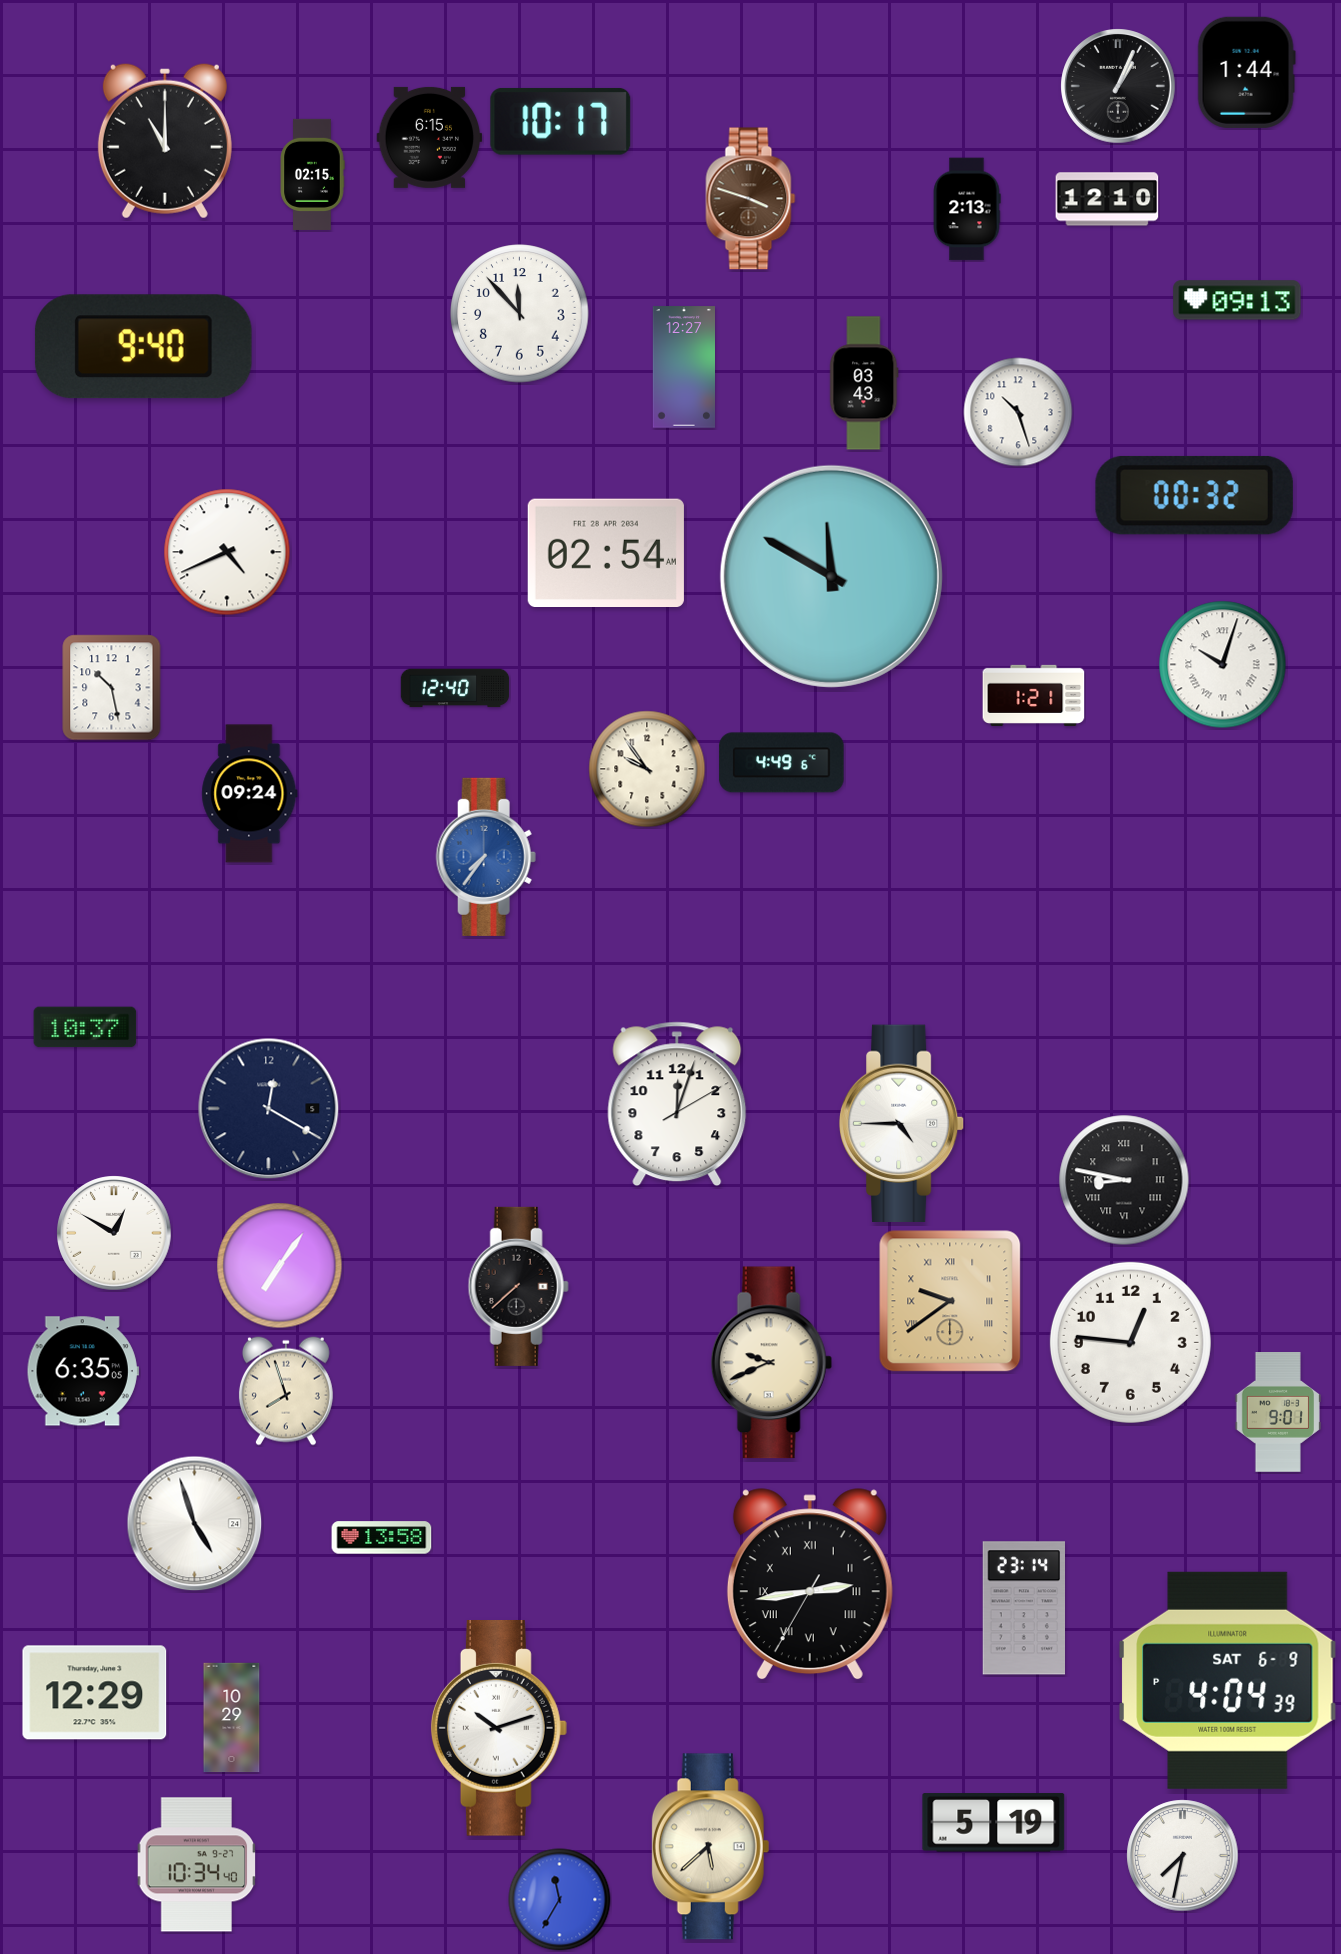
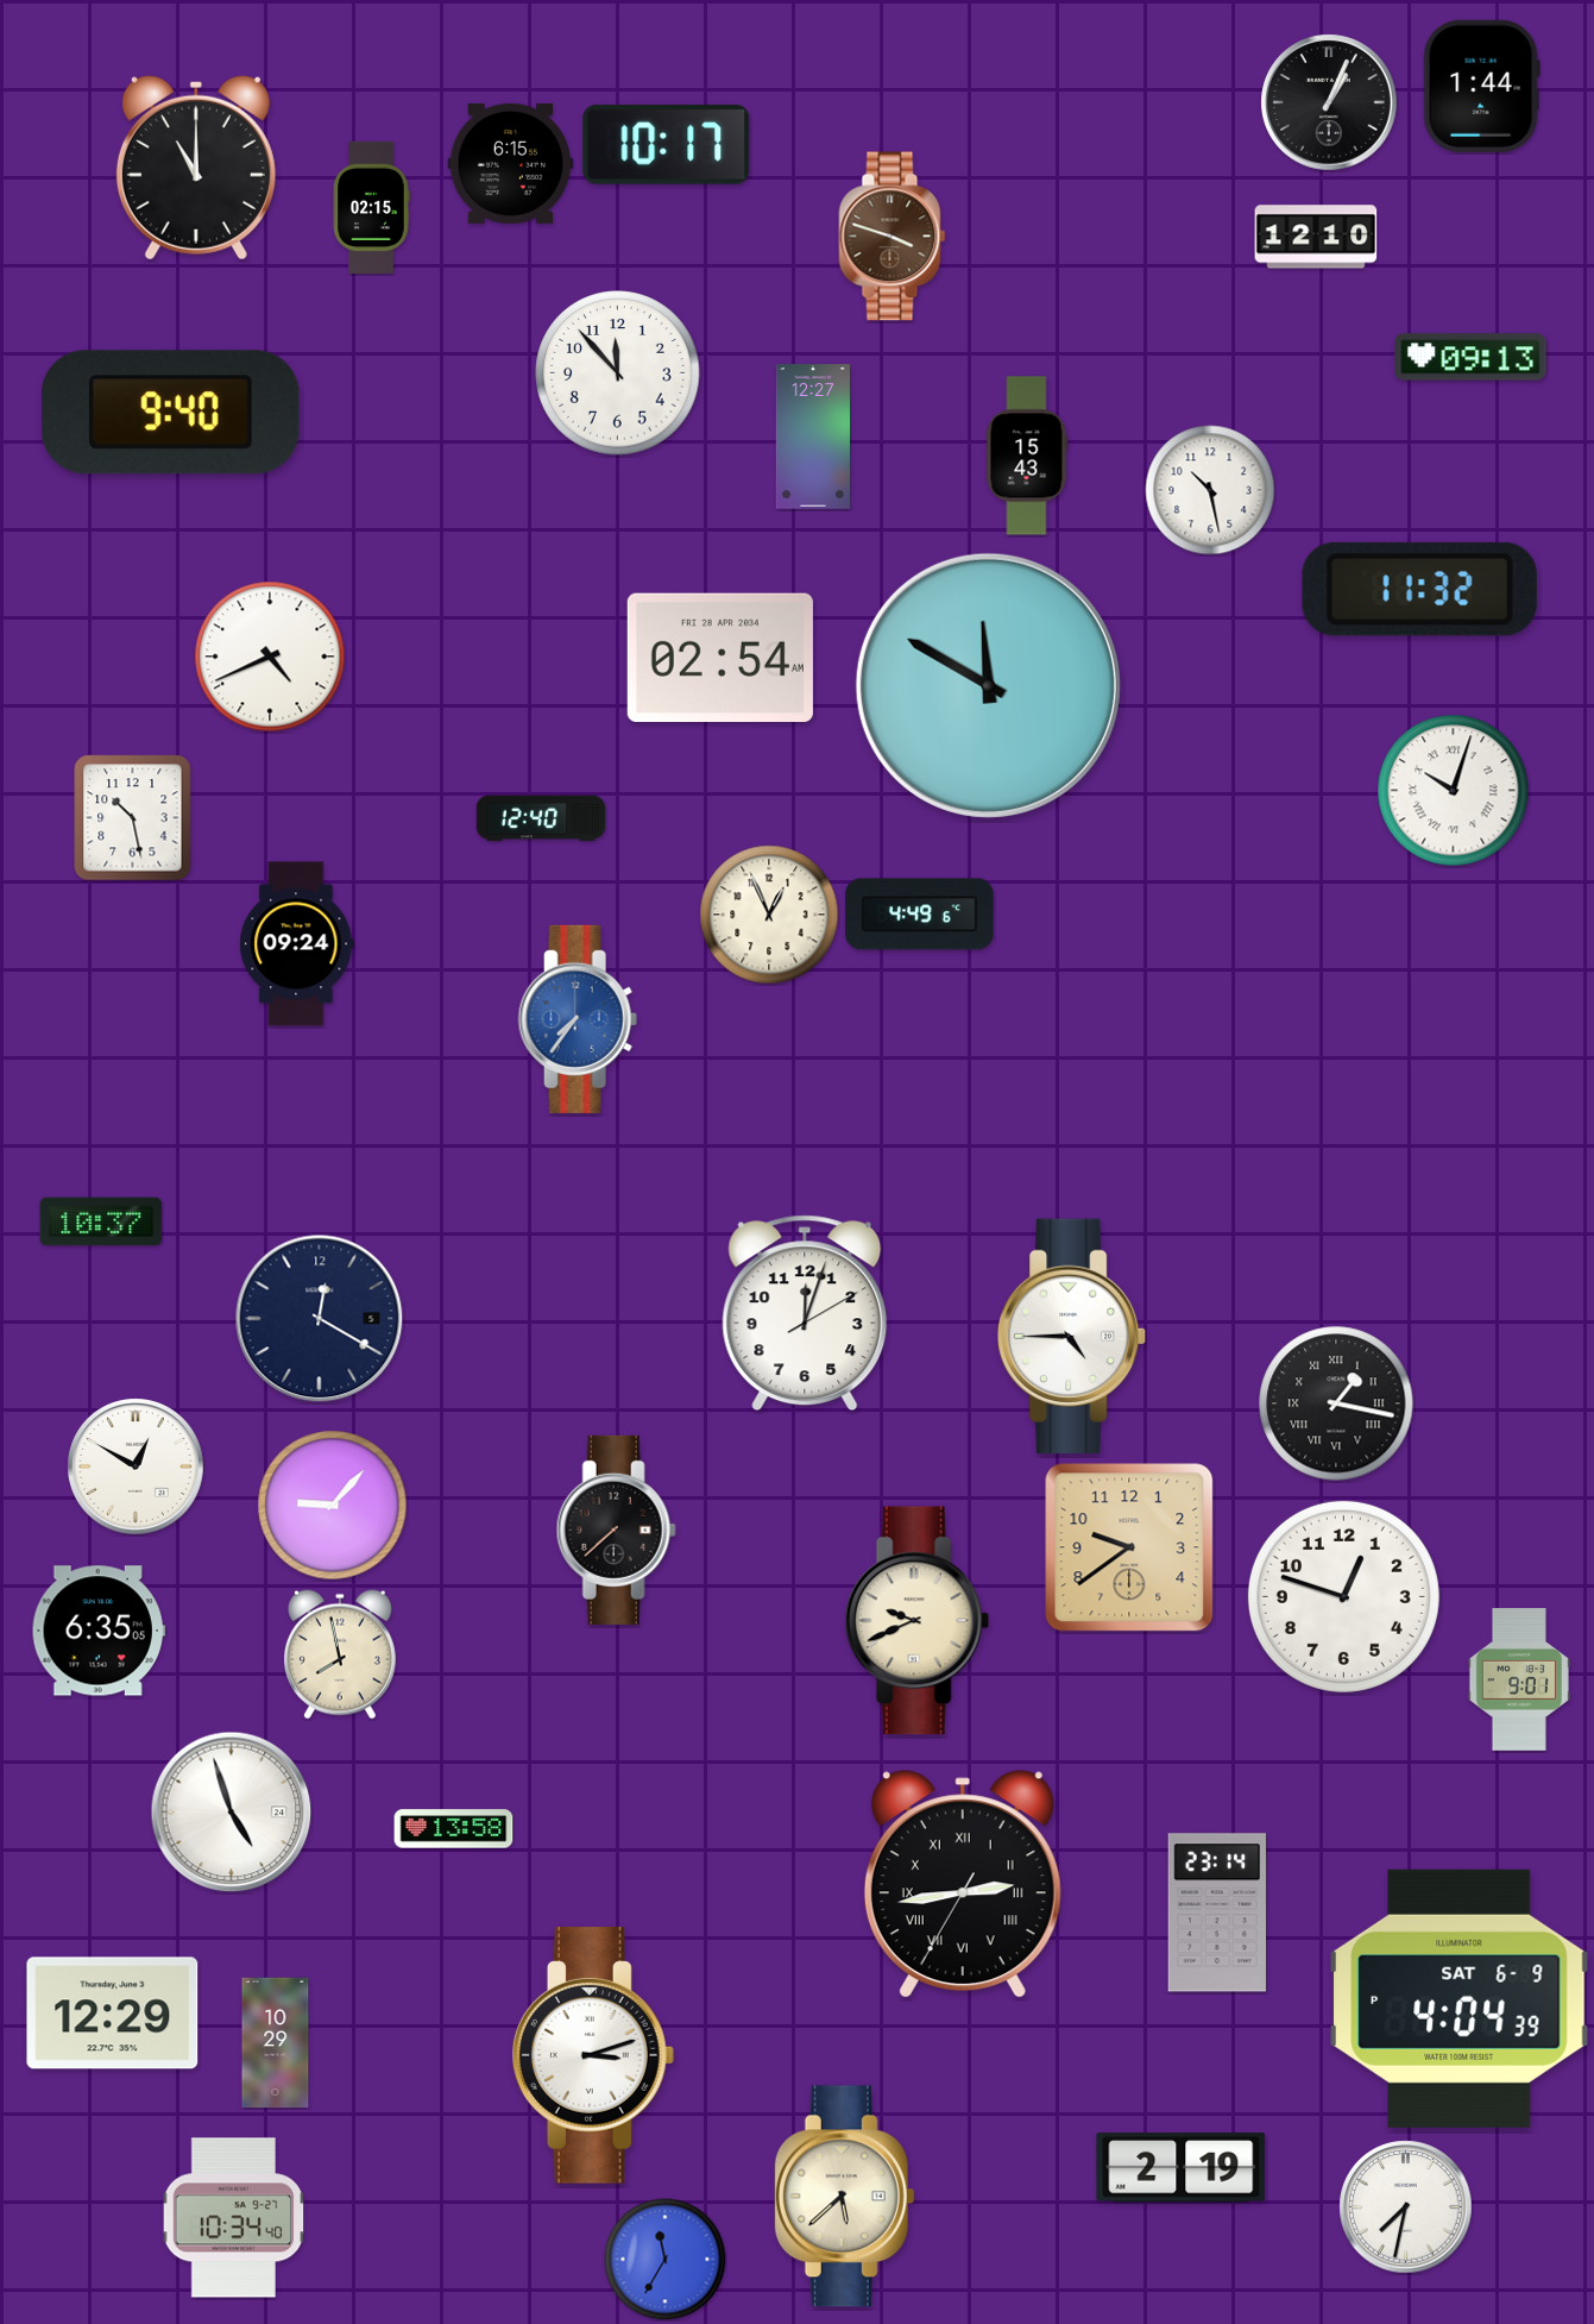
clock at (967, 209): 2:13 -> none
clock at (864, 383): 03:43 -> 15:43
clock at (1018, 412): 10:27 -> 10:28
clock at (1194, 495): 00:32 -> 11:32
clock at (1034, 695): 1:21 -> none
clock at (782, 763) position: (782, 763) -> (920, 915)
clock at (647, 769): 9:54 -> 12:56
clock at (1124, 1180): 8:47 -> 1:17
clock at (280, 1266): 7:06 -> 9:07
clock at (950, 1301) numerals: Roman -> Arabic
clock at (1130, 1342): 12:46 -> 12:48
clock at (286, 1391): 7:57 -> 7:58
clock at (499, 1729): 10:12 -> 3:12
clock at (994, 1823): 5:19 -> 2:19
